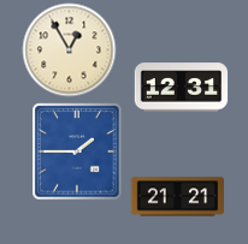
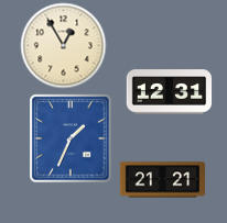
clock at (181, 88) position: (181, 88) -> (169, 92)
clock at (77, 151): 1:45 -> 1:34
